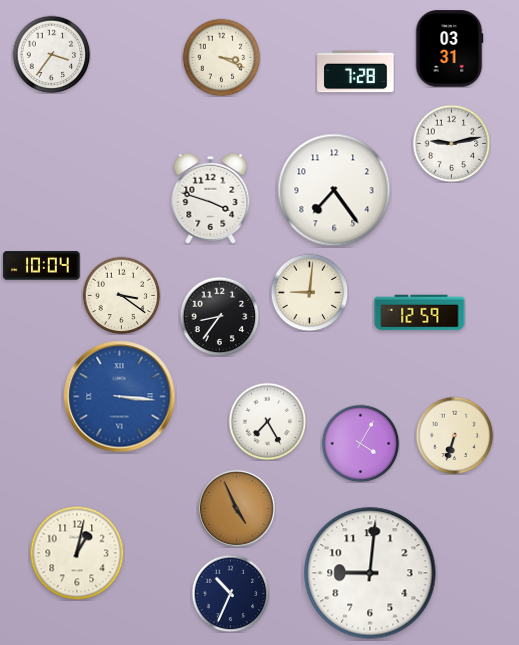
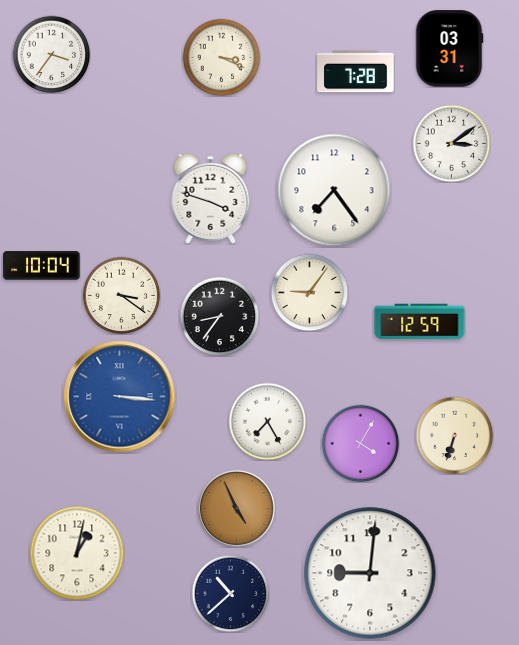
clock at (451, 143): 9:13 -> 3:09
clock at (309, 292): 9:01 -> 9:06
clock at (420, 313) position: (420, 313) -> (420, 322)
clock at (230, 593): 10:34 -> 10:38
